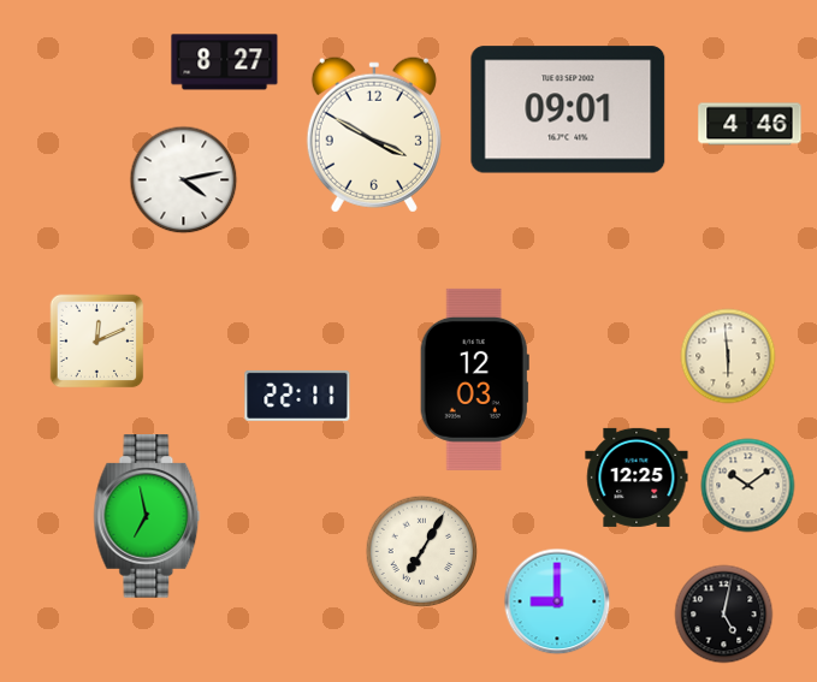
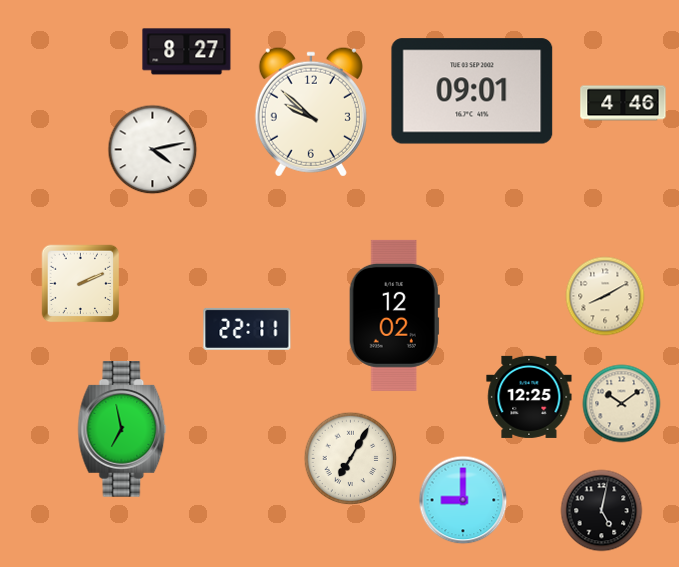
clock at (374, 135): 3:50 -> 9:52
clock at (97, 342): 12:11 -> 2:11
clock at (728, 356): 5:59 -> 8:10
clock at (474, 379): 12:03 -> 12:02
